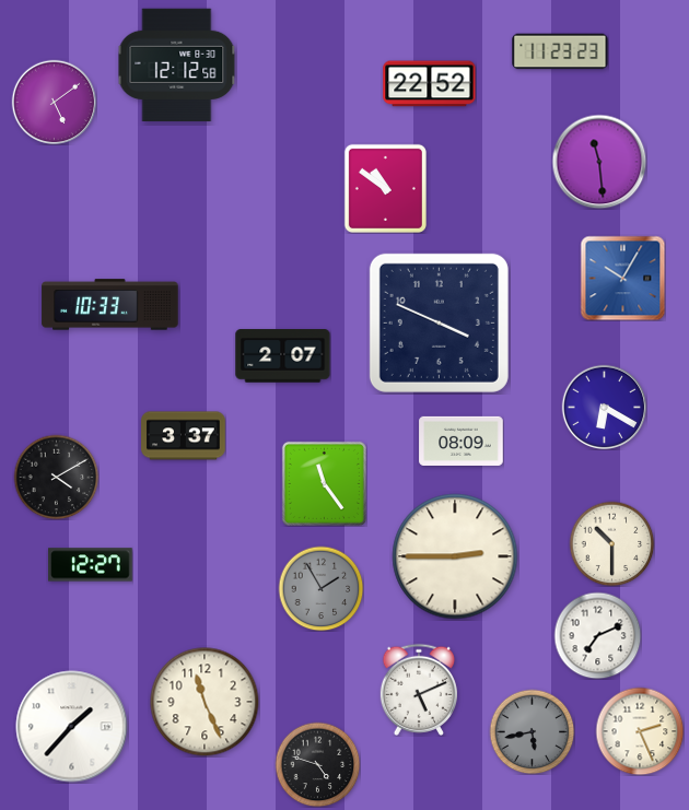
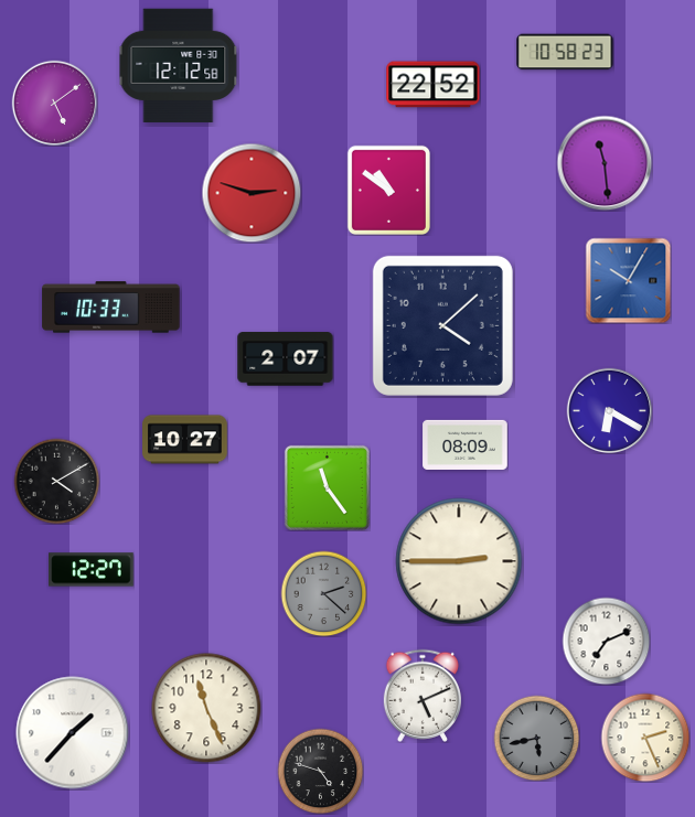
clock at (560, 51): 11:23 -> 10:58
clock at (252, 193): none -> 2:48
clock at (439, 322): 3:49 -> 4:08
clock at (184, 436): 3:37 -> 10:27
clock at (611, 543): 10:30 -> none
clock at (320, 588): 1:55 -> 2:22
clock at (597, 635) position: (597, 635) -> (606, 641)
